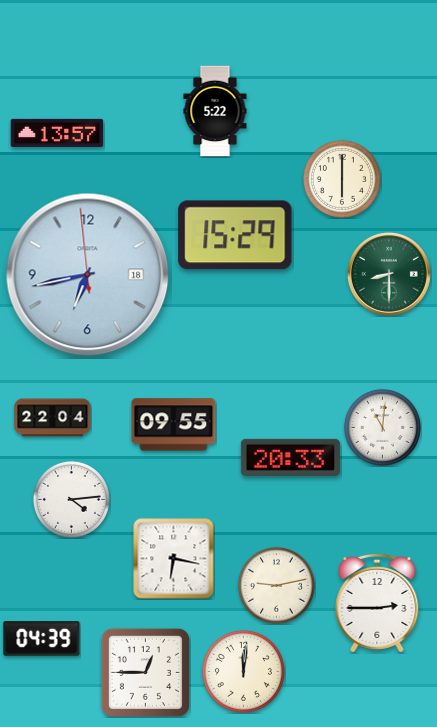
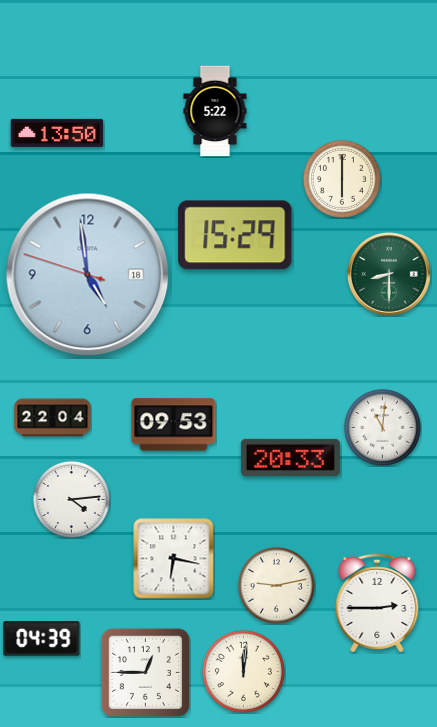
clock at (57, 133): 13:57 -> 13:50
clock at (88, 275): 6:42 -> 4:58
clock at (174, 425): 09:55 -> 09:53
